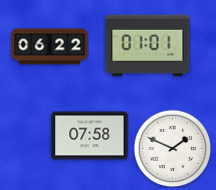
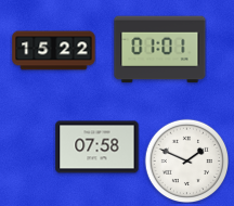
clock at (50, 47): 06:22 -> 15:22
